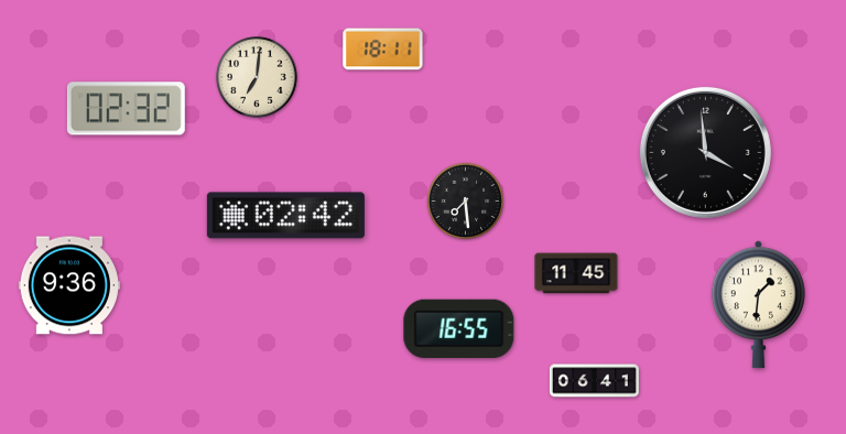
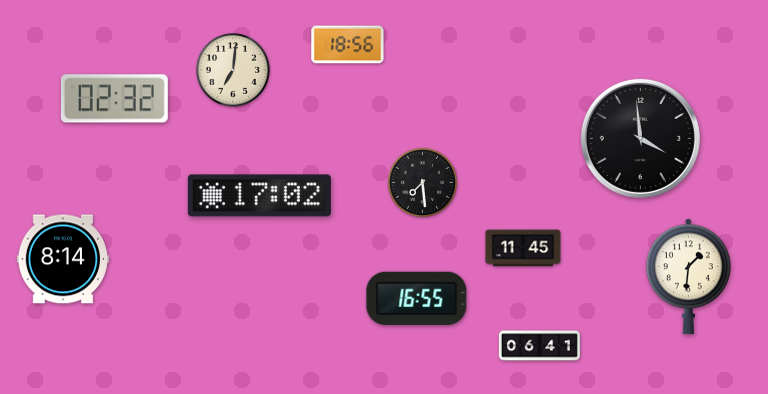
clock at (383, 50): 18:11 -> 18:56
clock at (285, 216): 02:42 -> 17:02
clock at (68, 285): 9:36 -> 8:14
